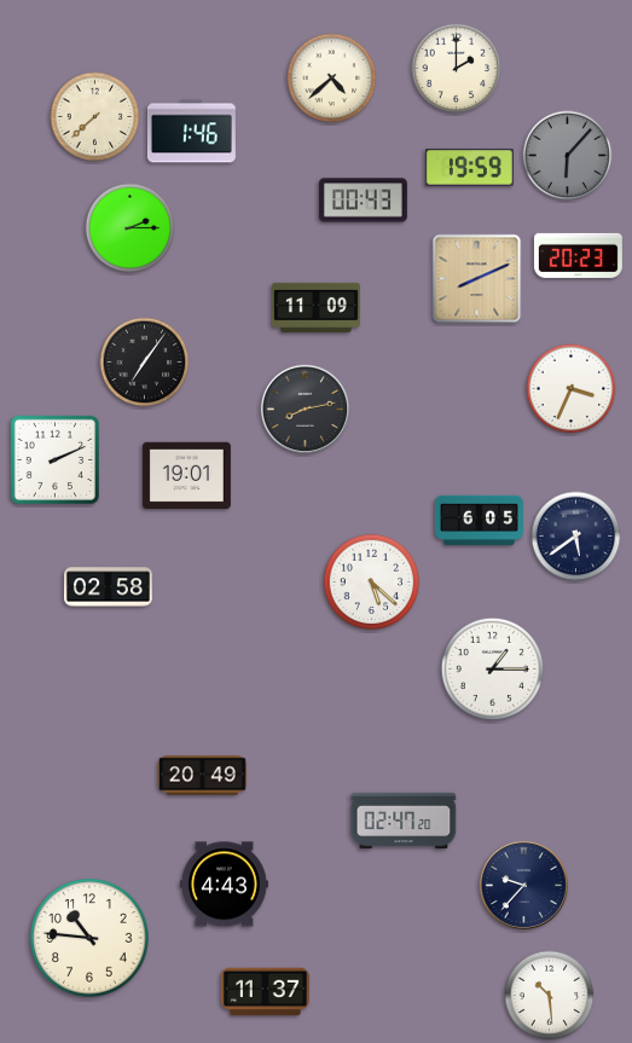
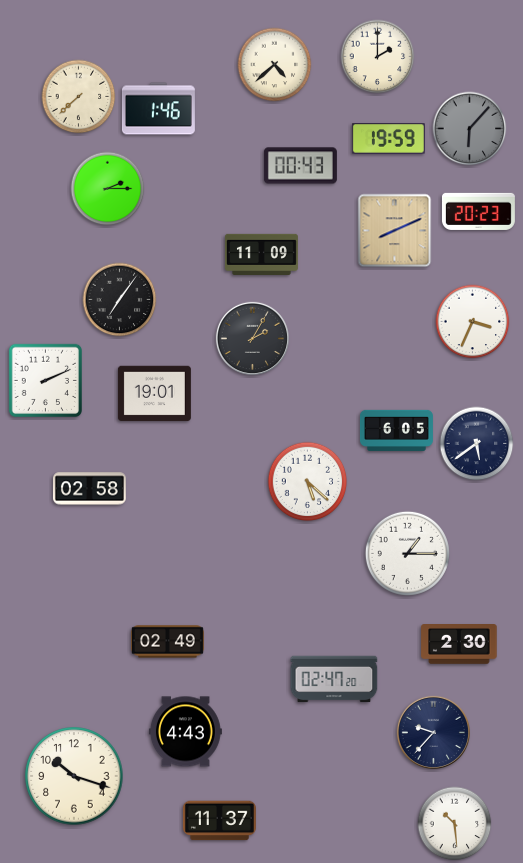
clock at (305, 408): 8:13 -> 2:05
clock at (108, 587) position: (108, 587) -> (89, 489)
clock at (202, 776): 20:49 -> 02:49
clock at (459, 645): none -> 2:30
clock at (89, 938): 10:46 -> 10:18
